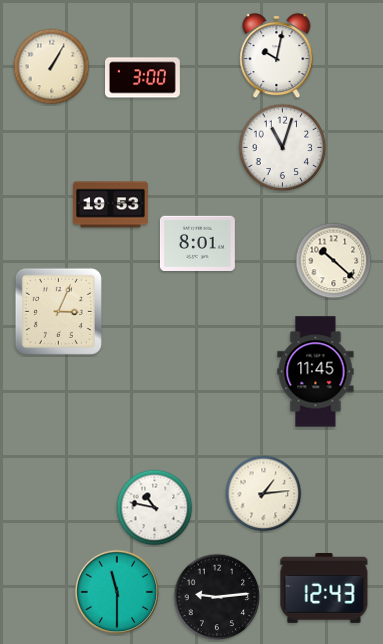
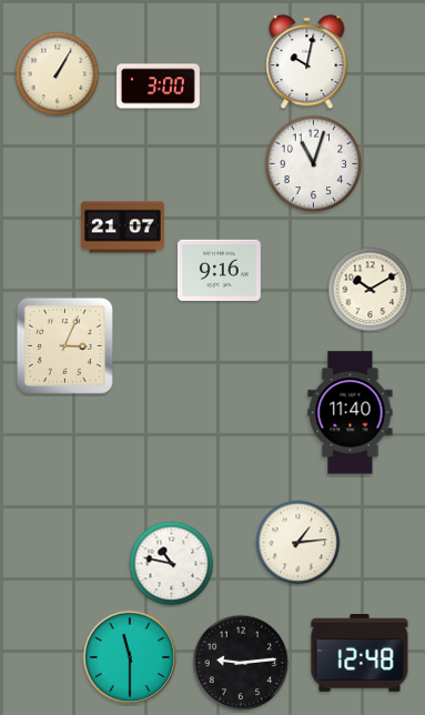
clock at (111, 205): 19:53 -> 21:07
clock at (197, 243): 8:01 -> 9:16
clock at (334, 261): 10:22 -> 10:10
clock at (316, 372): 11:45 -> 11:40
clock at (264, 494) position: (264, 494) -> (298, 543)
clock at (324, 588): 12:43 -> 12:48
